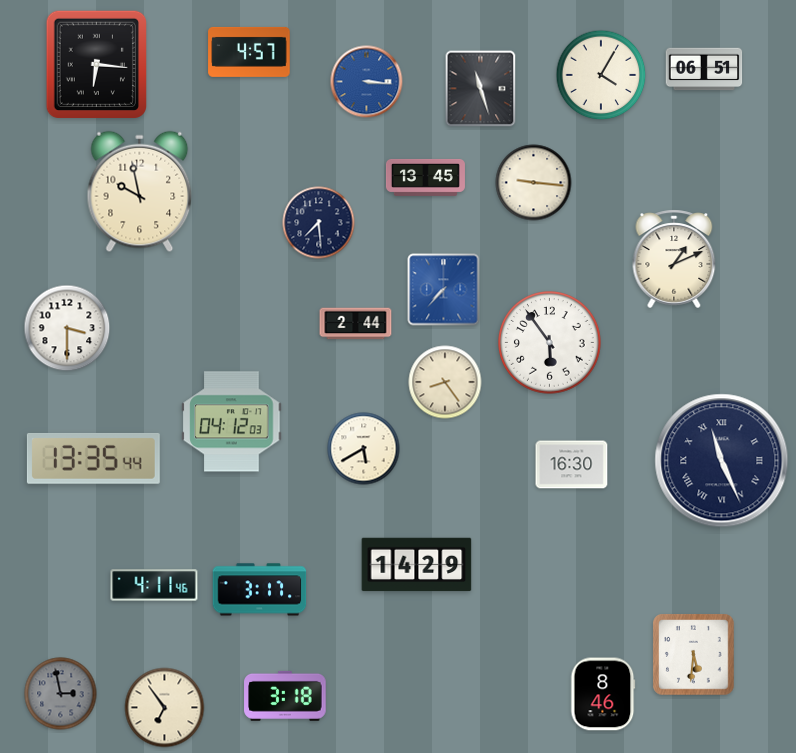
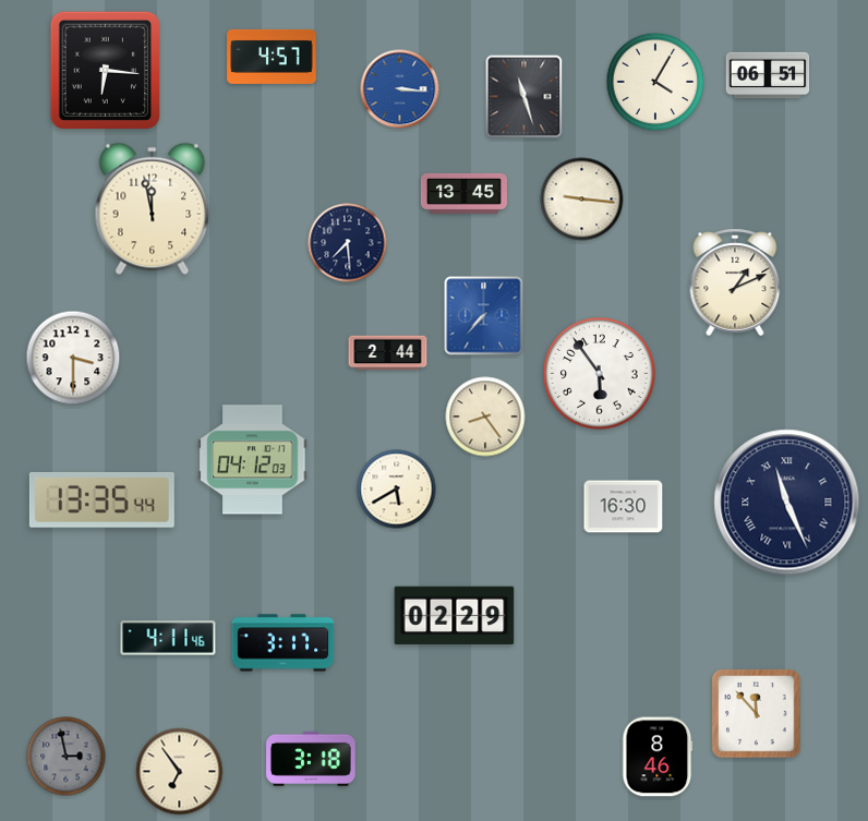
clock at (140, 192): 9:58 -> 11:58
clock at (417, 565): 14:29 -> 02:29
clock at (694, 655): 5:31 -> 11:53
